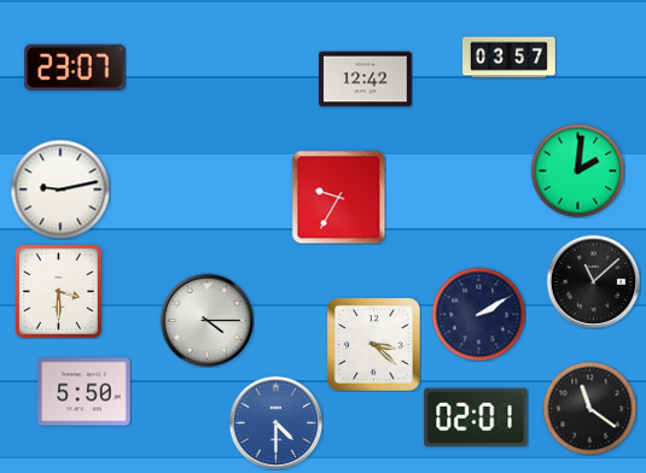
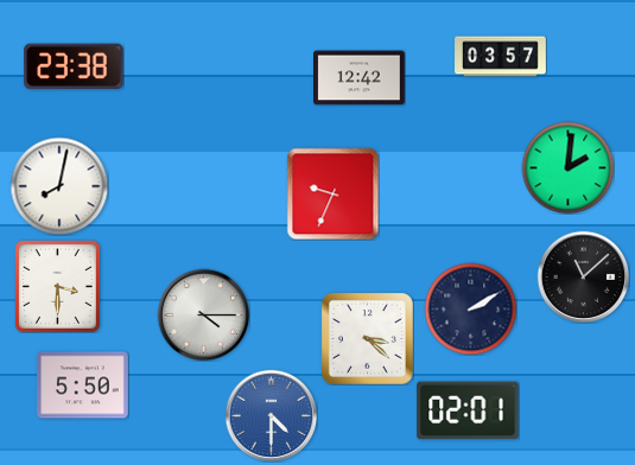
clock at (75, 68): 23:07 -> 23:38
clock at (60, 189): 9:13 -> 8:02
clock at (338, 197): 9:35 -> 9:34
clock at (589, 408): 11:21 -> none
